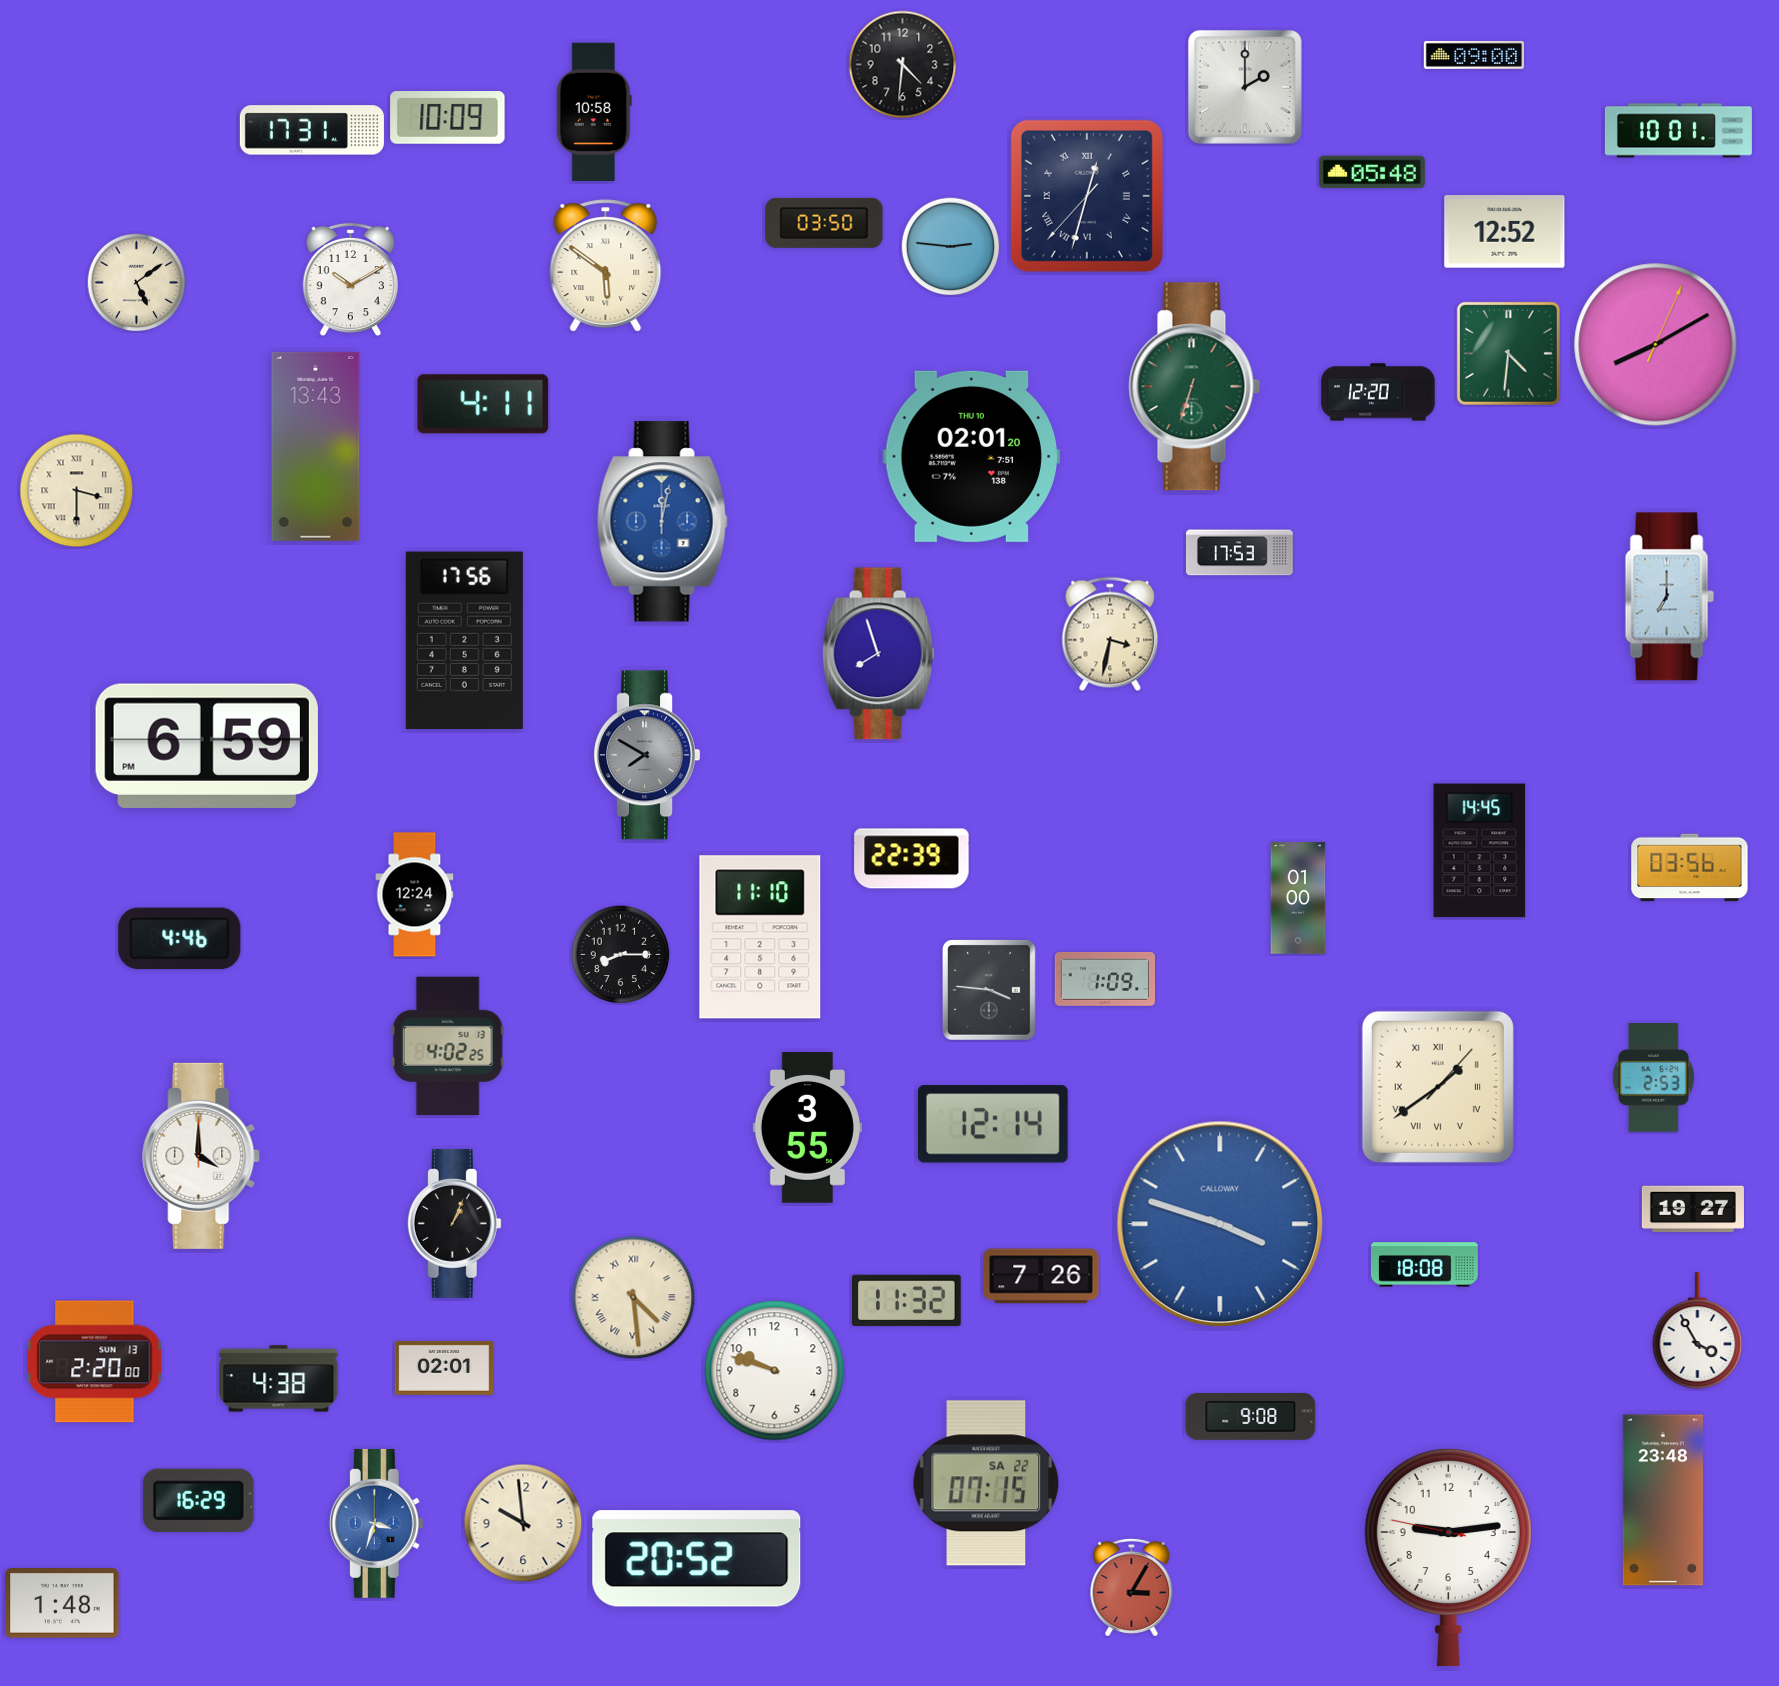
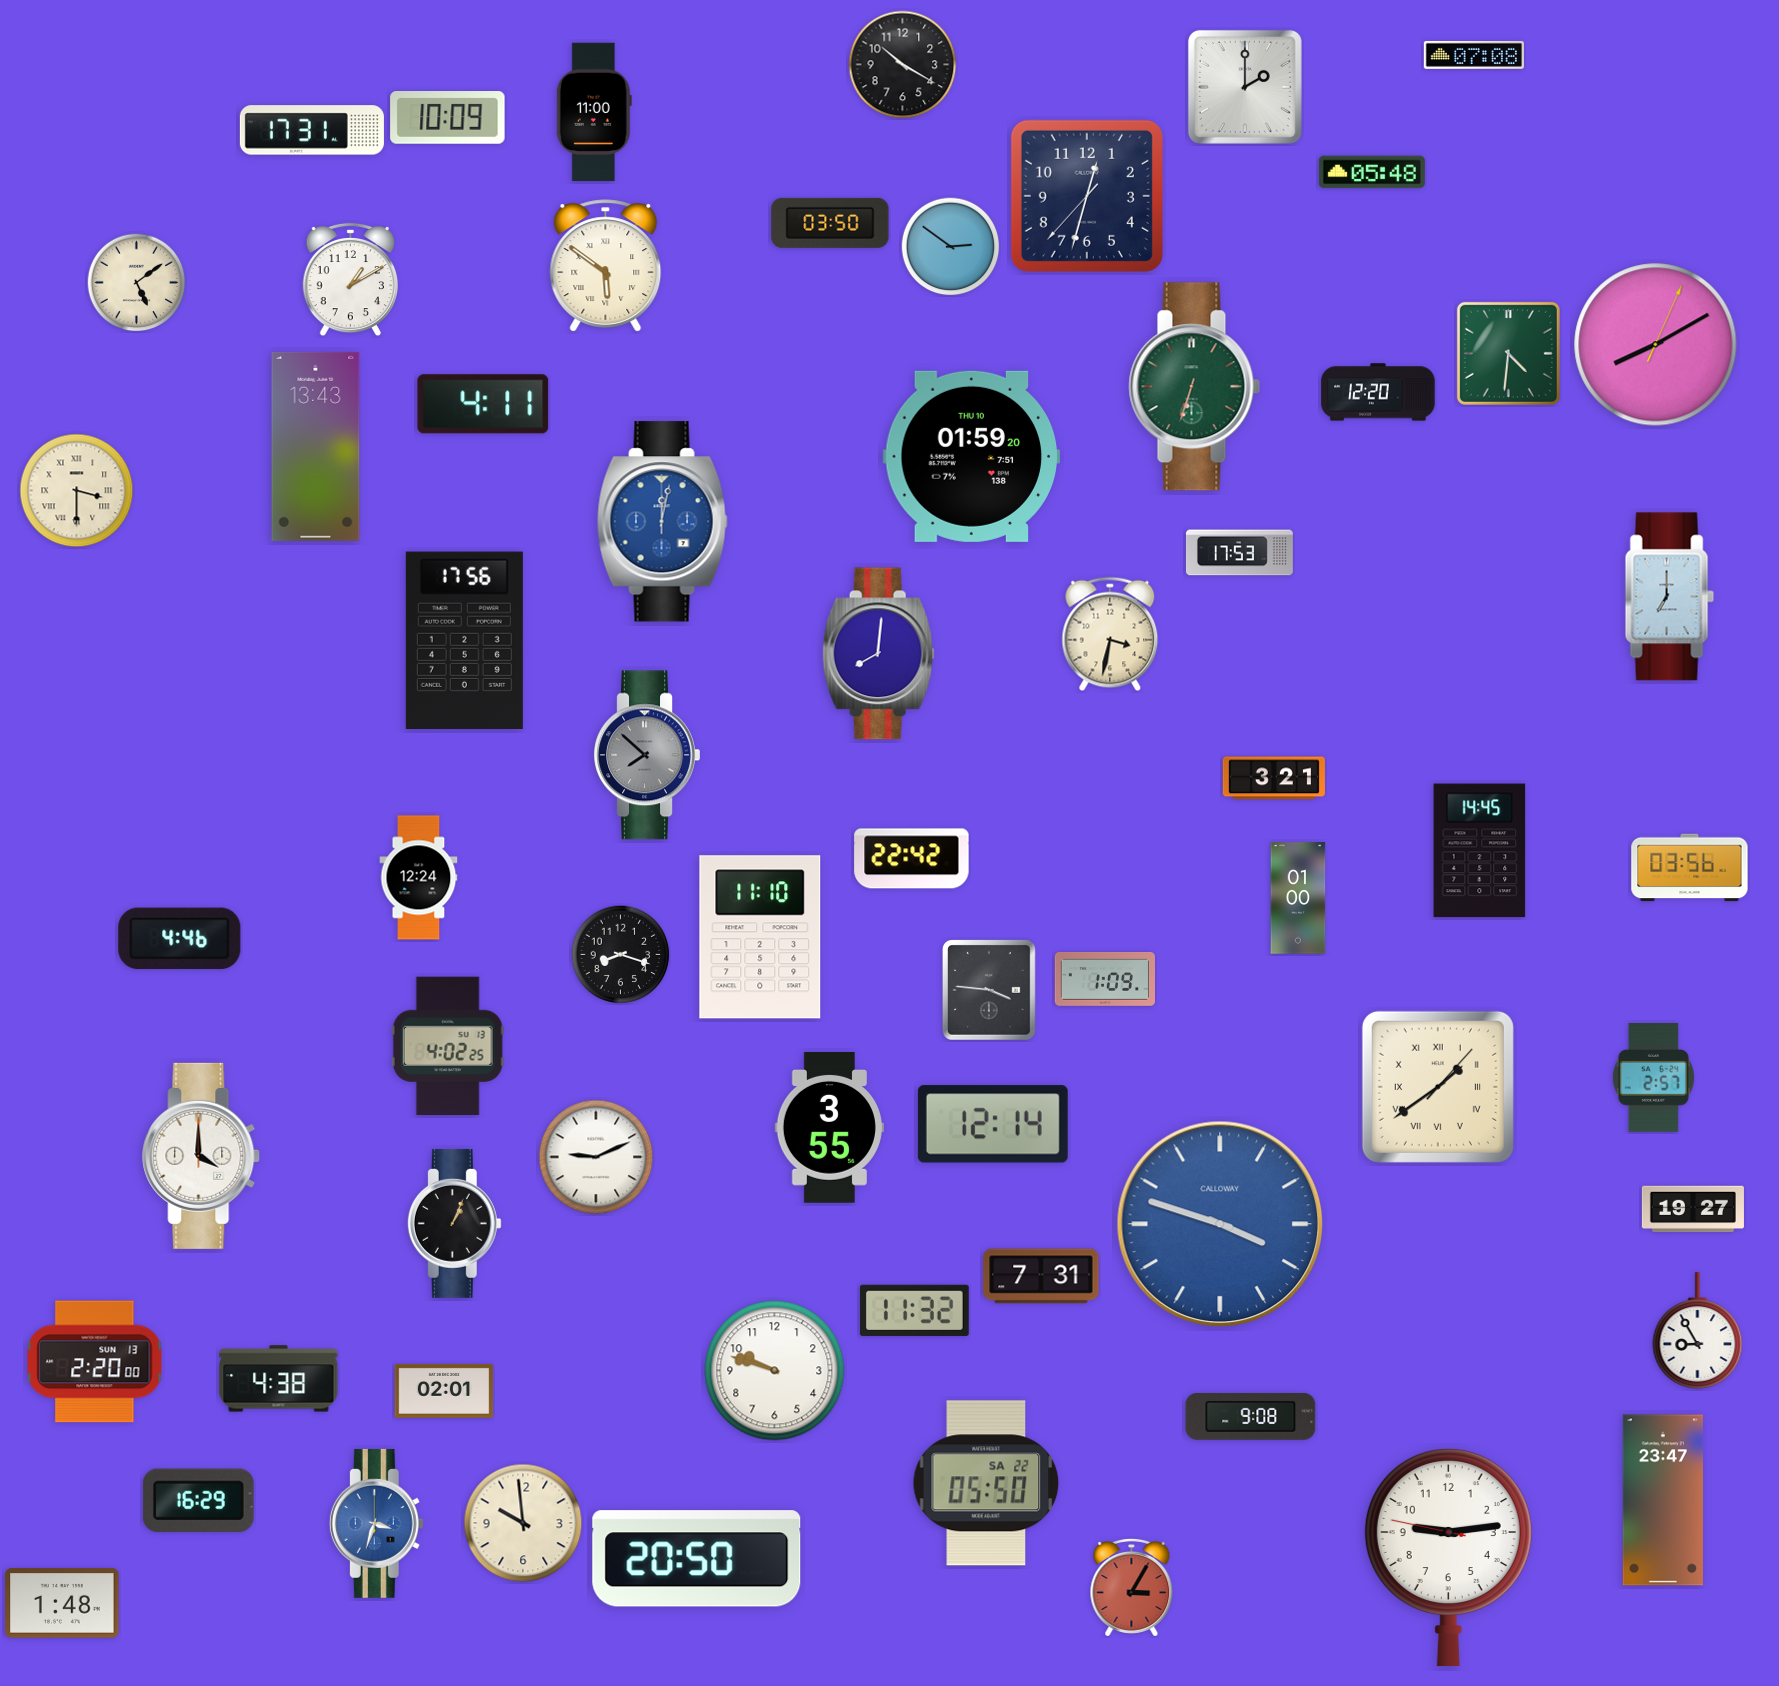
clock at (1473, 55): 09:00 -> 07:08
clock at (903, 65): 4:31 -> 10:20
clock at (594, 112): 10:58 -> 11:00
clock at (1678, 131): 10:01 -> none
clock at (1087, 196) numerals: Roman -> Arabic
clock at (824, 223) position: (824, 223) -> (830, 223)
clock at (1505, 232): 12:52 -> none
clock at (951, 247): 2:46 -> 2:51
clock at (350, 280): 10:10 -> 1:10
clock at (972, 456): 02:01 -> 01:59
clock at (878, 654): 7:57 -> 8:01
clock at (207, 746): 6:59 -> none
clock at (647, 755): 7:50 -> 7:52
clock at (1274, 778): none -> 3:21
clock at (912, 859): 22:39 -> 22:42
clock at (415, 895) position: (415, 895) -> (419, 878)
clock at (621, 955): 8:15 -> 8:18
clock at (1653, 1078): 2:53 -> 2:57
clock at (807, 1128) position: (807, 1128) -> (829, 1128)
clock at (596, 1157): none -> 9:11
clock at (1424, 1265): 18:08 -> none
clock at (1041, 1276): 7:26 -> 7:31
clock at (634, 1298): 4:29 -> none
clock at (906, 1300) position: (906, 1300) -> (914, 1310)
clock at (1698, 1331): 3:55 -> 8:55
clock at (444, 1368) position: (444, 1368) -> (444, 1391)
clock at (986, 1483): 07:15 -> 05:50
clock at (1663, 1500): 23:48 -> 23:47
clock at (697, 1559): 20:52 -> 20:50
